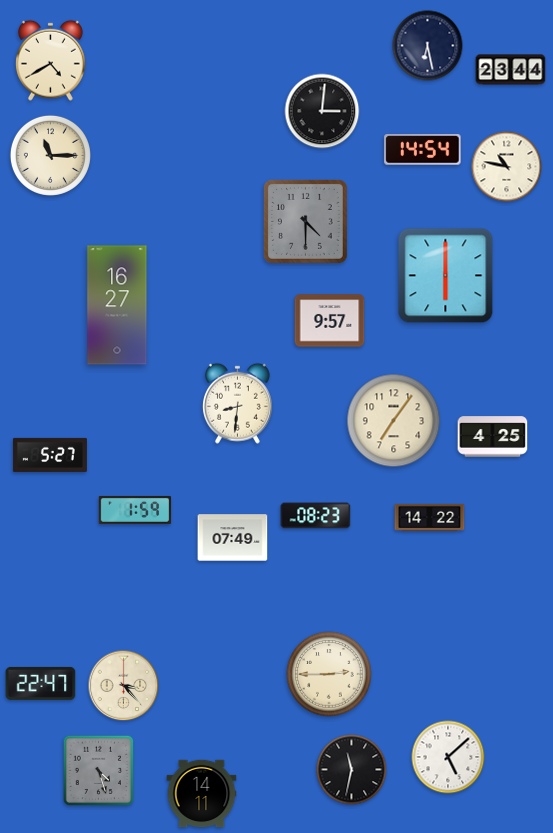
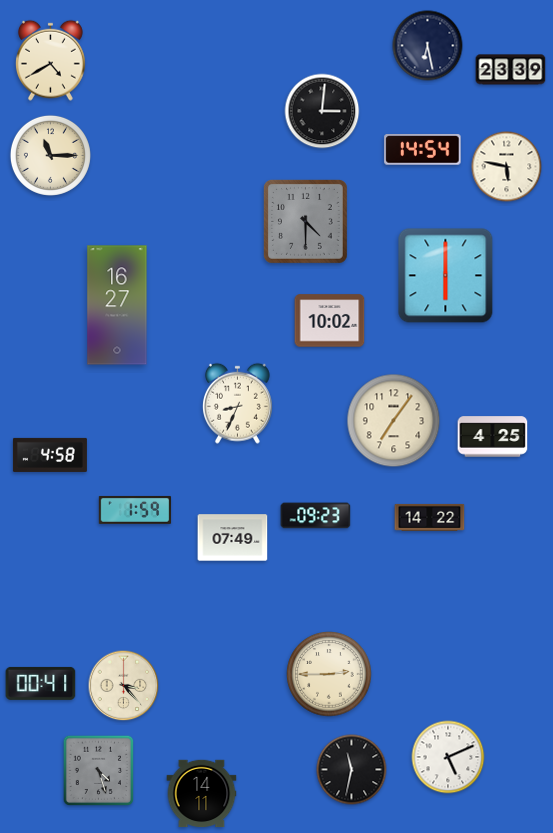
clock at (511, 70): 23:44 -> 23:39
clock at (507, 167): 10:47 -> 5:47
clock at (330, 321): 9:57 -> 10:02
clock at (237, 403): 8:31 -> 8:34
clock at (50, 455): 5:27 -> 4:58
clock at (316, 516): 08:23 -> 09:23
clock at (41, 683): 22:47 -> 00:41
clock at (448, 757): 5:08 -> 5:11
